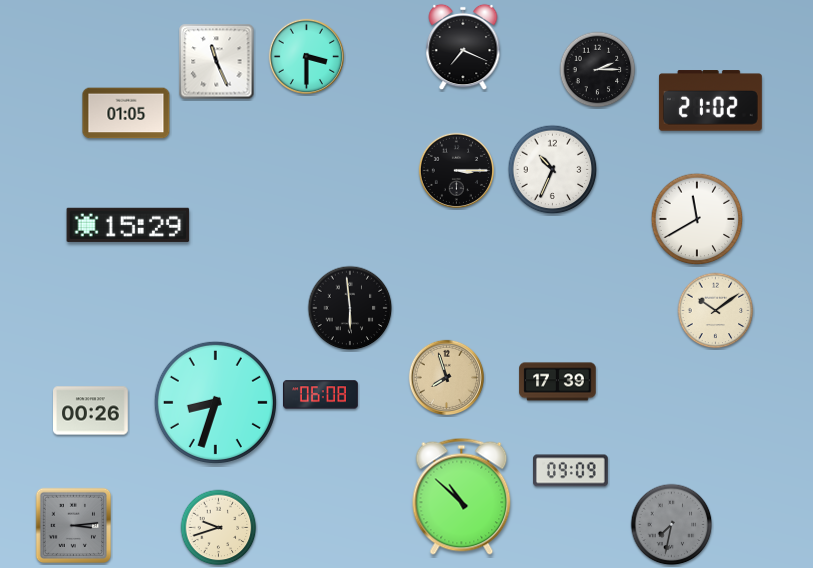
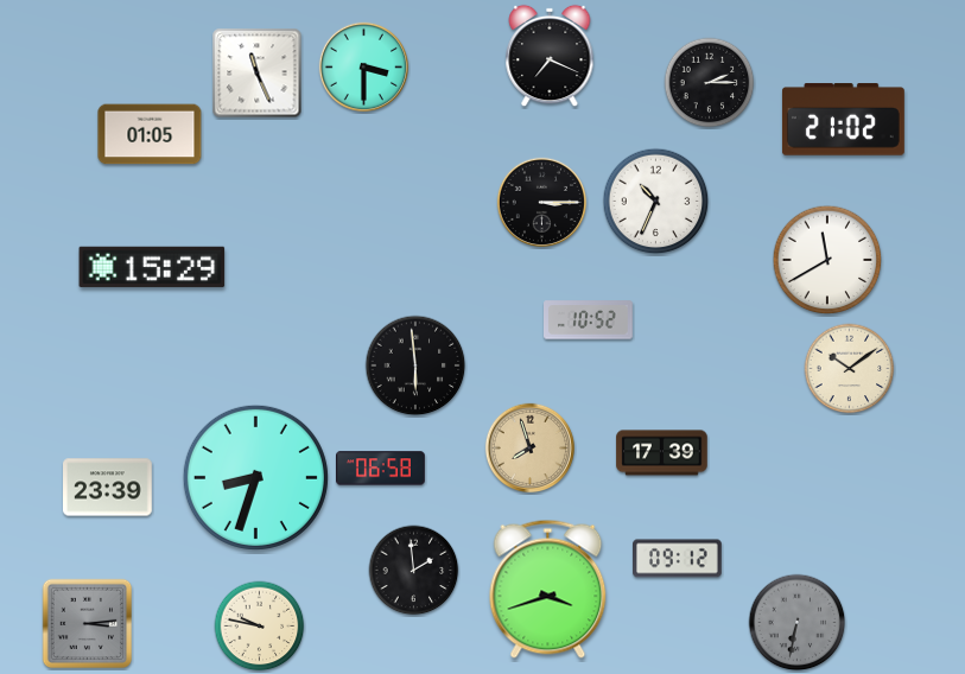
clock at (589, 320): none -> 10:52
clock at (321, 395): 06:08 -> 06:58
clock at (91, 411): 00:26 -> 23:39
clock at (571, 471): 09:09 -> 09:12
clock at (414, 571): none -> 1:59
clock at (462, 496): 10:52 -> 3:42
clock at (672, 525): 7:32 -> 6:32
clock at (219, 528): 9:42 -> 9:47
